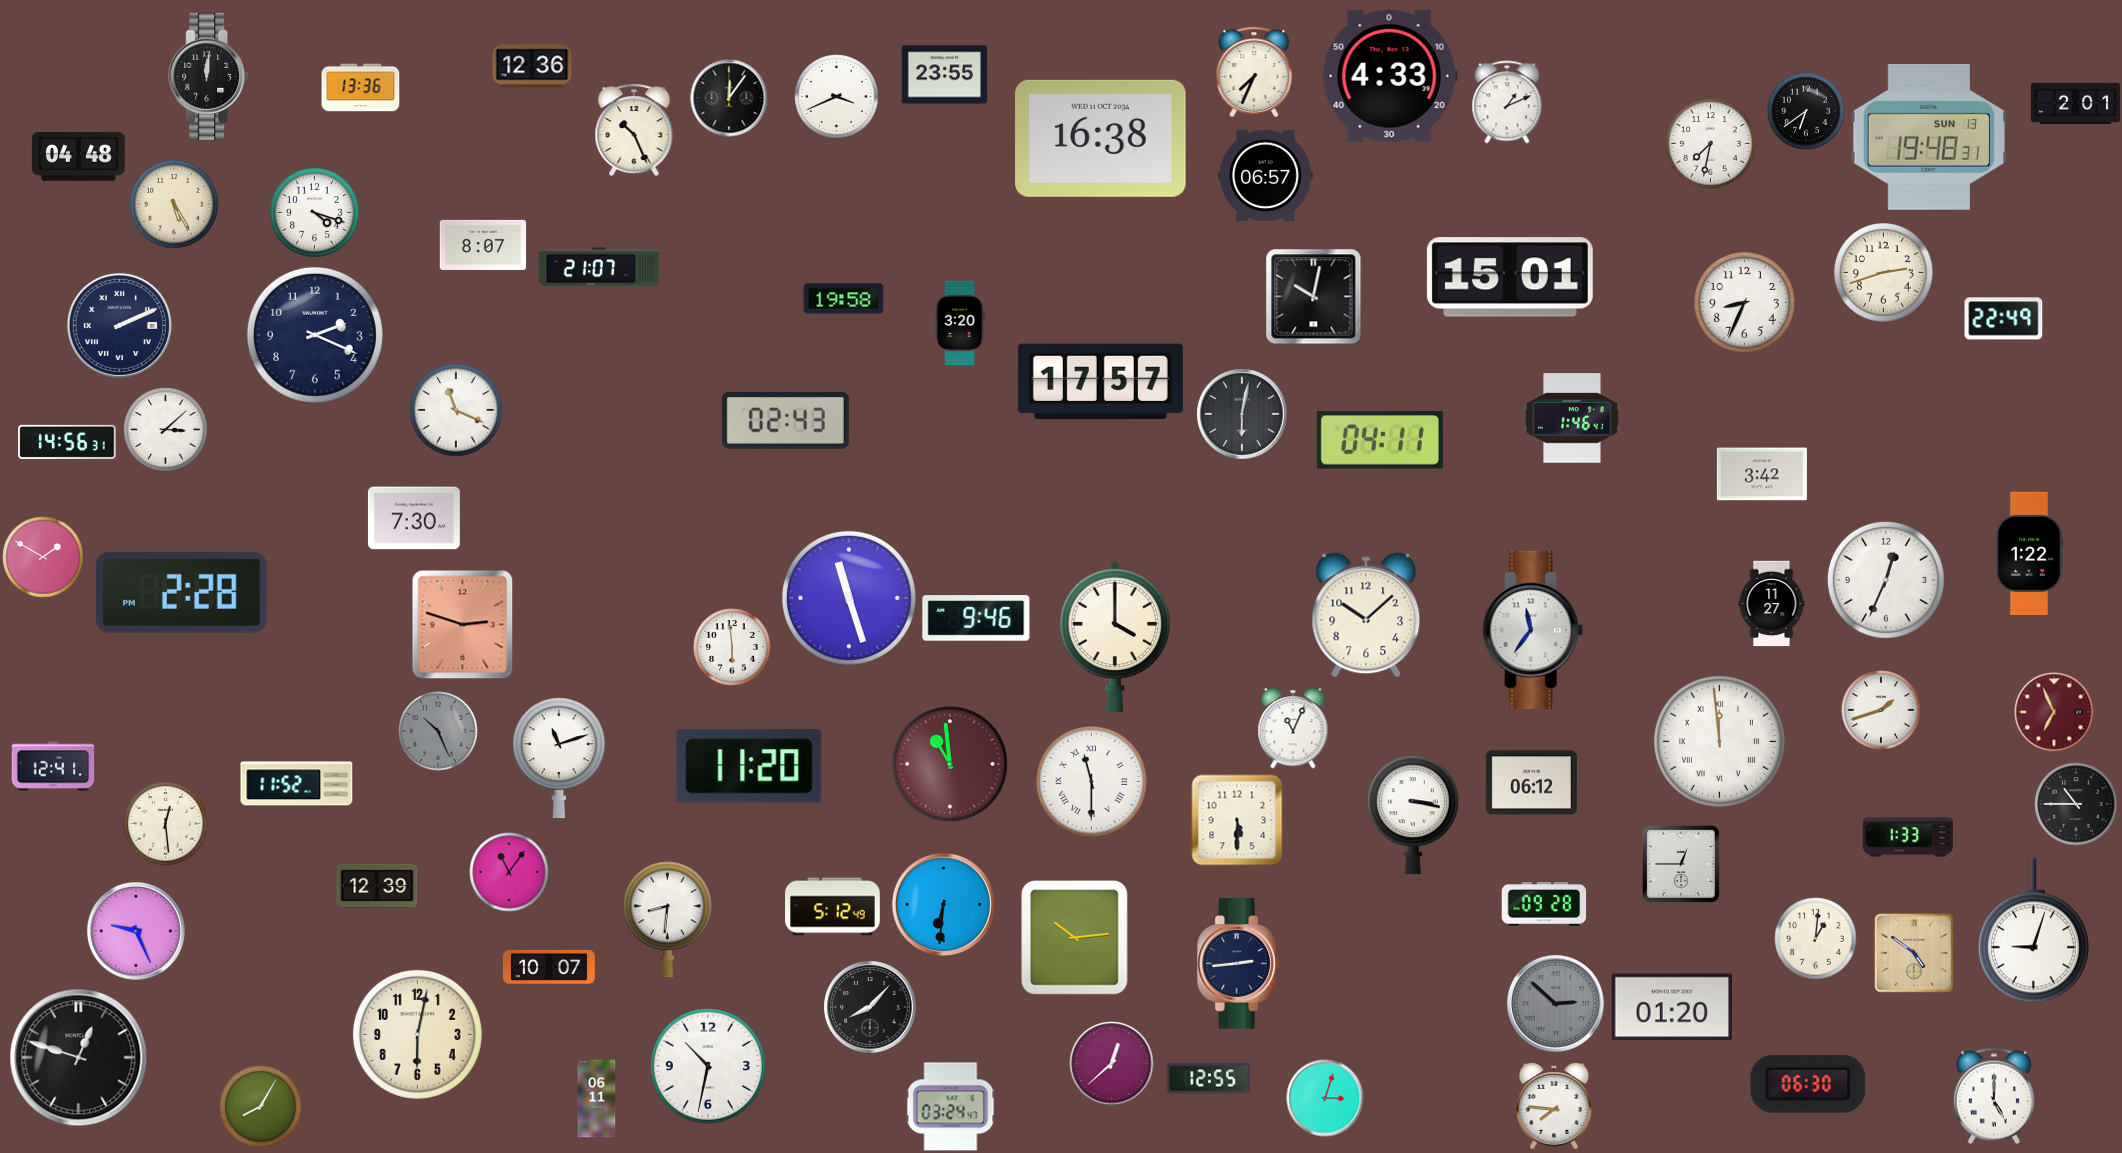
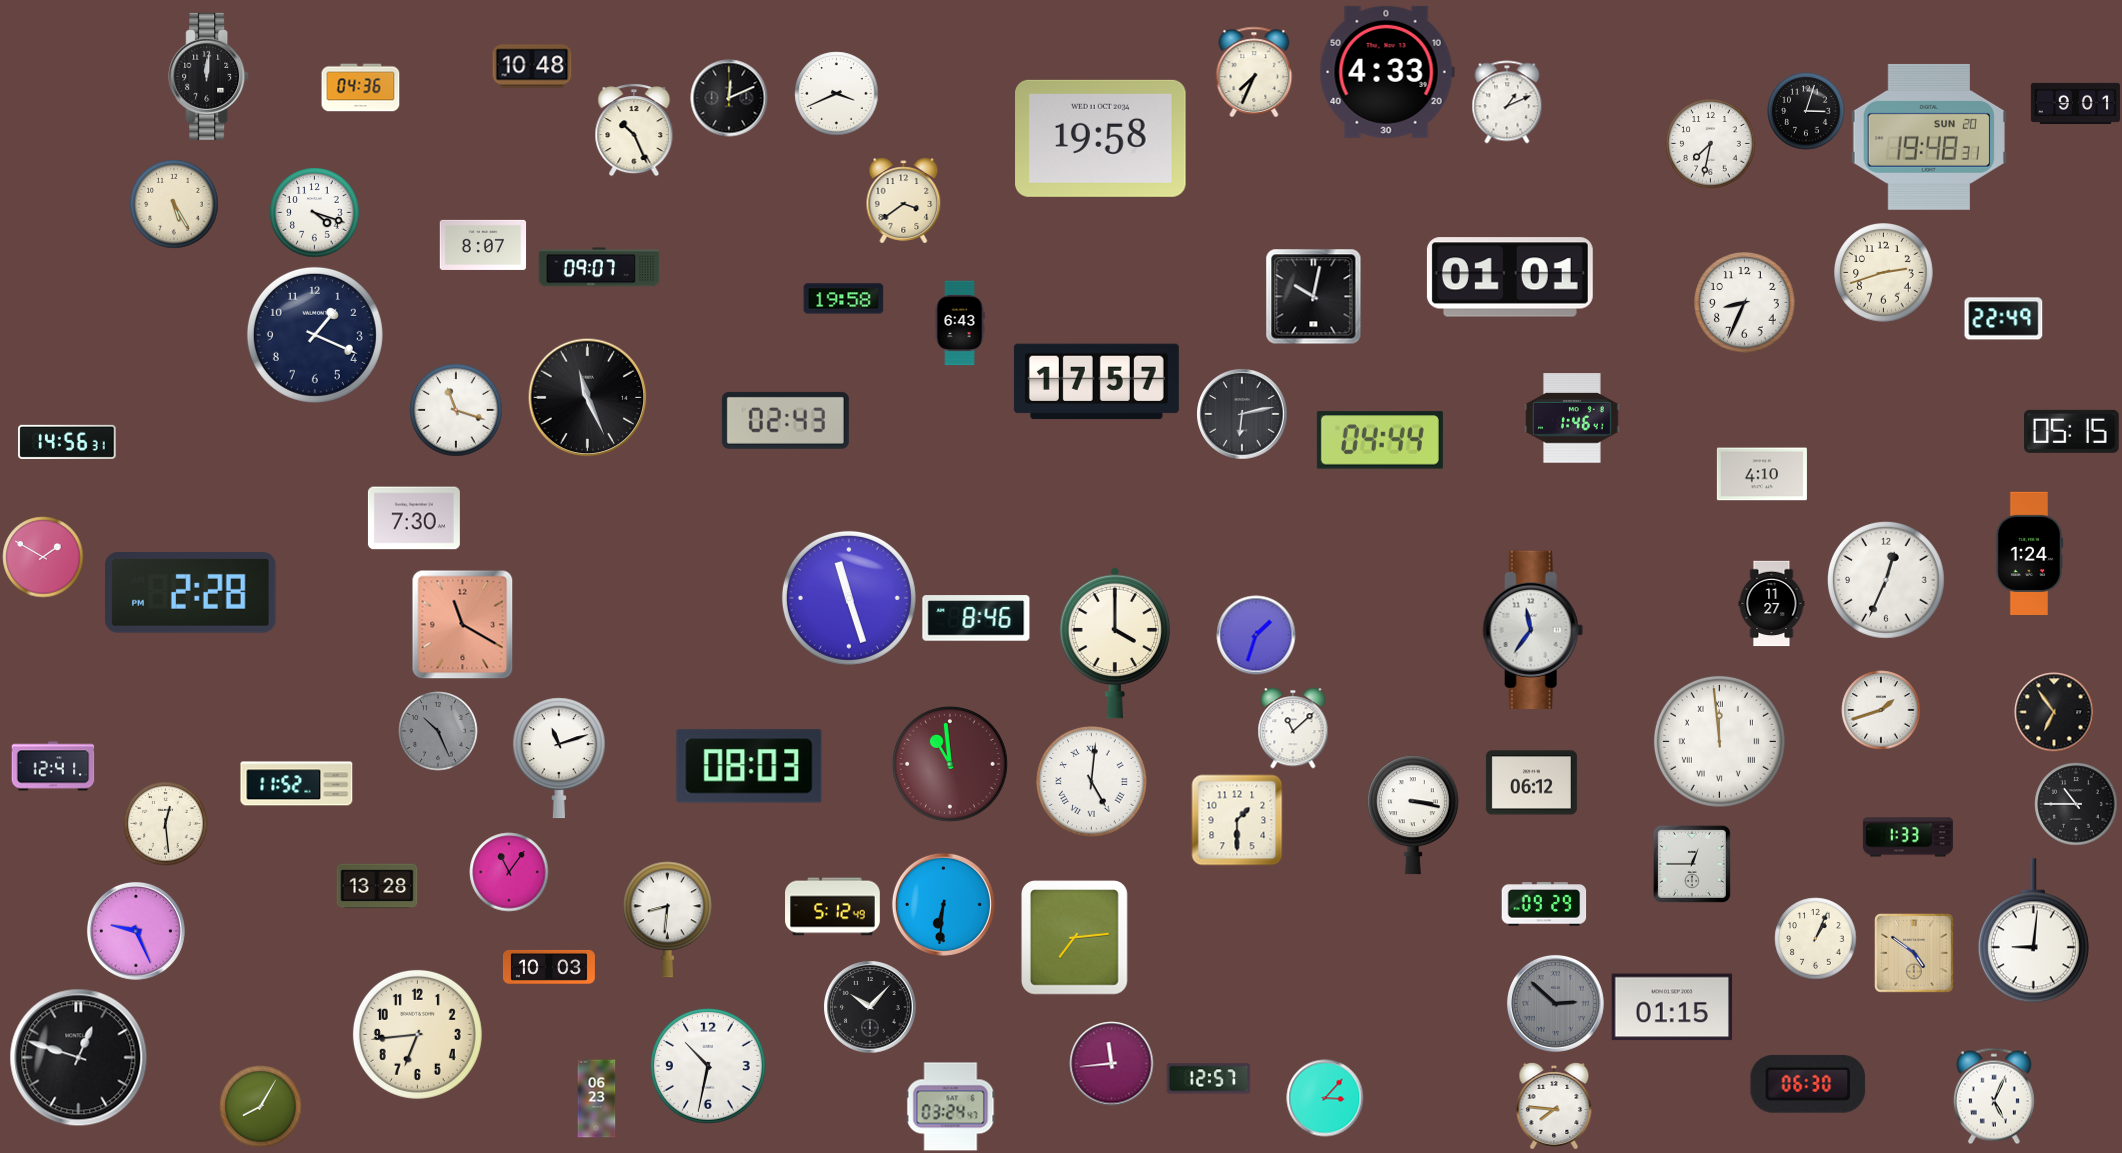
clock at (532, 66): 12:36 -> 10:48
clock at (945, 75): 23:55 -> none
clock at (1390, 76) position: (1390, 76) -> (1387, 72)
clock at (361, 88): 13:36 -> 04:36
clock at (837, 97) position: (837, 97) -> (837, 94)
clock at (729, 98): 12:06 -> 12:11
clock at (2075, 103): 2:01 -> 9:01
clock at (1806, 111): 6:39 -> 3:03
clock at (1929, 137) date: SUN 13 -> SUN 20
clock at (1101, 138): 16:38 -> 19:58
clock at (78, 157): 04:48 -> none
clock at (1266, 176): 06:57 -> none
clock at (904, 201): none -> 3:39
clock at (599, 267): 21:07 -> 09:07
clock at (1510, 277): 15:01 -> 01:01
clock at (960, 323): 3:20 -> 6:43
clock at (119, 325): 2:11 -> none
clock at (315, 335): 2:19 -> 1:19
clock at (1100, 382) position: (1100, 382) -> (1096, 382)
clock at (588, 398): none -> 11:26
clock at (456, 410): 11:19 -> 11:18
clock at (1242, 414): 6:02 -> 6:13
clock at (166, 430): 3:08 -> none
clock at (2071, 431): none -> 05:15
clock at (1380, 440): 04:11 -> 04:44
clock at (1762, 474): 3:42 -> 4:10
clock at (2029, 553): 1:22 -> 1:24
clock at (182, 593) position: (182, 593) -> (191, 593)
clock at (1366, 615): 10:08 -> none
clock at (976, 618): 9:46 -> 8:46
clock at (463, 625): 2:48 -> 11:20
clock at (1256, 635): none -> 1:33
clock at (1115, 637) position: (1115, 637) -> (1115, 643)
clock at (732, 647): 5:59 -> none
clock at (2054, 712): 6:56 -> 6:54
clock at (2054, 712) dial: burgundy -> black
clock at (1293, 728): 11:04 -> 11:08
clock at (749, 766): 11:20 -> 08:03
clock at (1092, 782): 11:30 -> 5:01
clock at (1237, 820): 5:30 -> 1:30
clock at (1681, 864) position: (1681, 864) -> (1692, 864)
clock at (377, 886): 12:39 -> 13:28
clock at (1544, 904): 09:28 -> 09:29
clock at (2033, 931): 9:03 -> 9:01
clock at (1075, 938): 10:14 -> 7:14
clock at (1816, 939): 1:01 -> 1:04
clock at (1238, 964): 2:44 -> none
clock at (549, 967): 10:07 -> 10:03
clock at (870, 1007): 8:07 -> 10:07
clock at (1672, 1007): 01:20 -> 01:15
clock at (417, 1034): 6:02 -> 6:44
clock at (1112, 1064): 12:38 -> 11:44
clock at (1209, 1079): 12:55 -> 12:57
clock at (1994, 1096): 5:00 -> 5:04
clock at (1325, 1098): 3:03 -> 3:07
clock at (597, 1099): 06:11 -> 06:23
